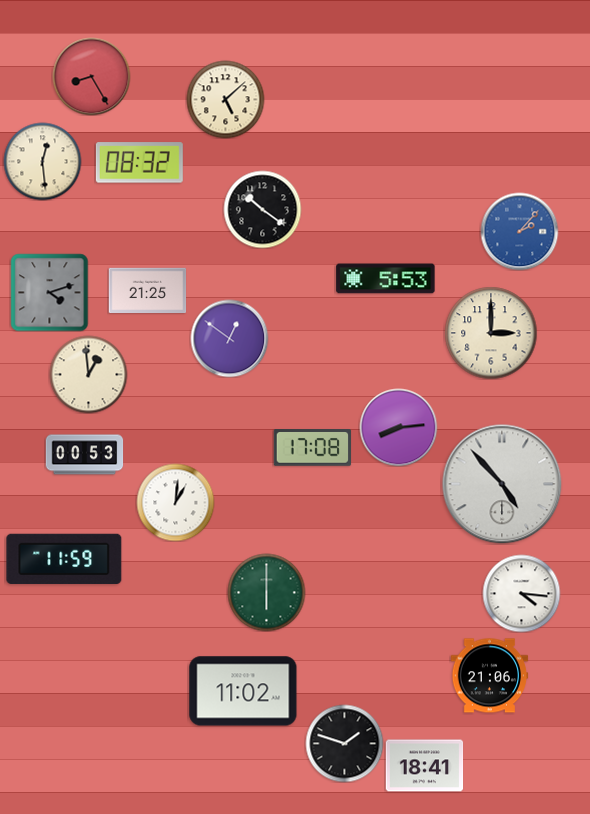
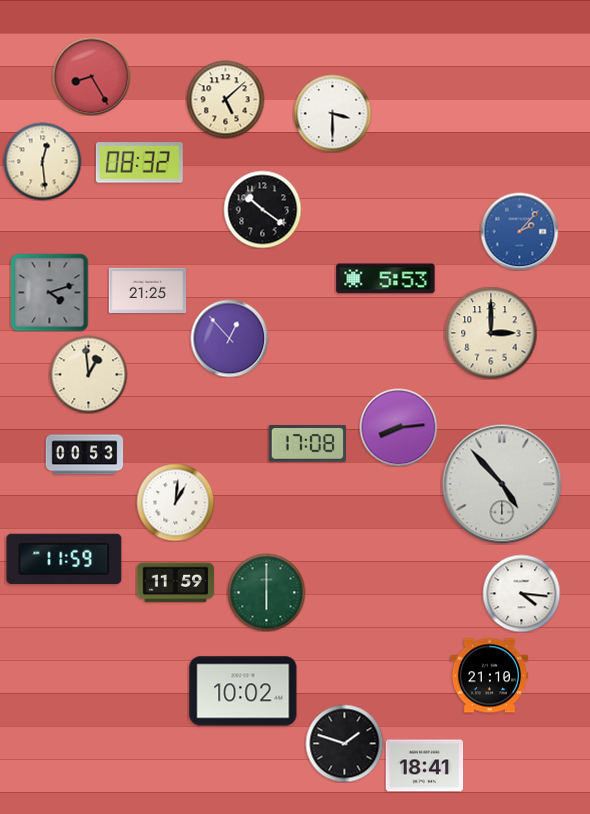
clock at (332, 113): none -> 3:30
clock at (229, 338): 12:51 -> 12:53
clock at (312, 448) position: (312, 448) -> (307, 444)
clock at (175, 583): none -> 11:59
clock at (489, 676): 21:06 -> 21:10
clock at (243, 691): 11:02 -> 10:02
